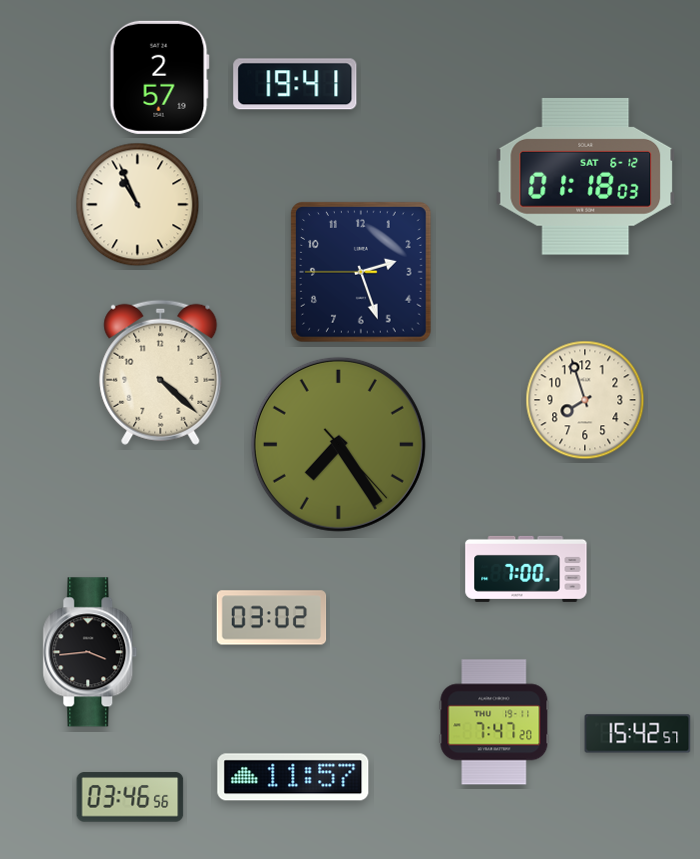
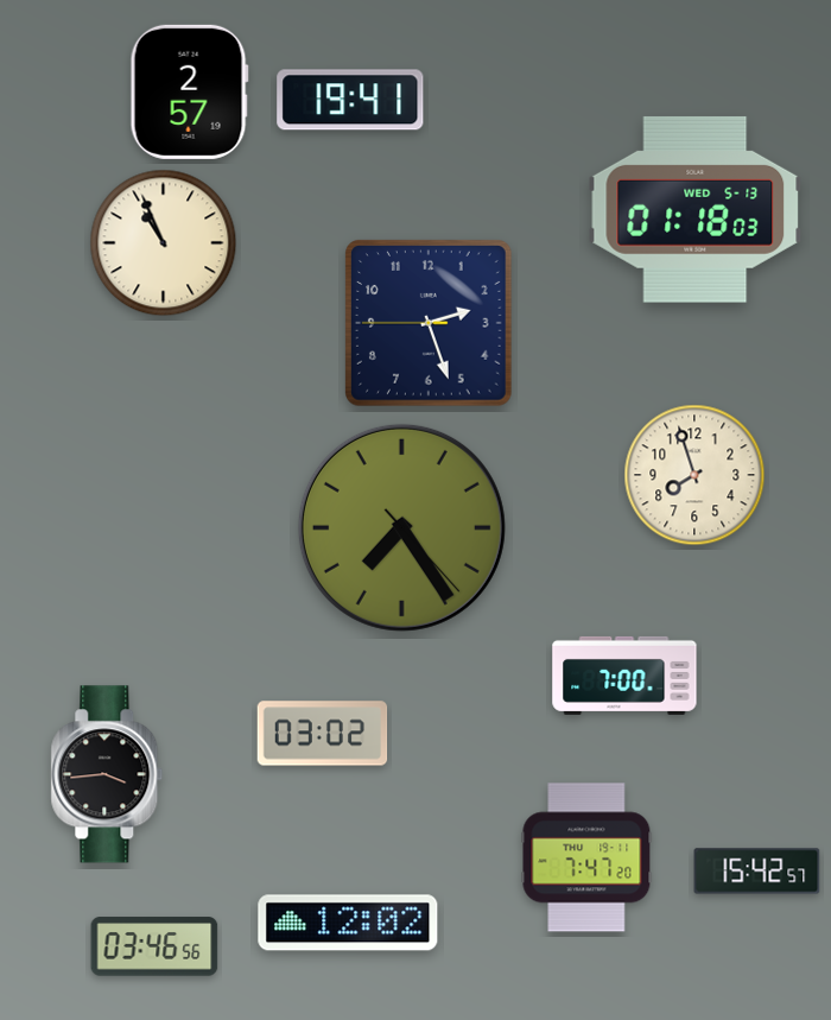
clock at (586, 176) date: SAT 6-12 -> WED 5-13
clock at (161, 372): 4:22 -> none
clock at (293, 777): 11:57 -> 12:02
